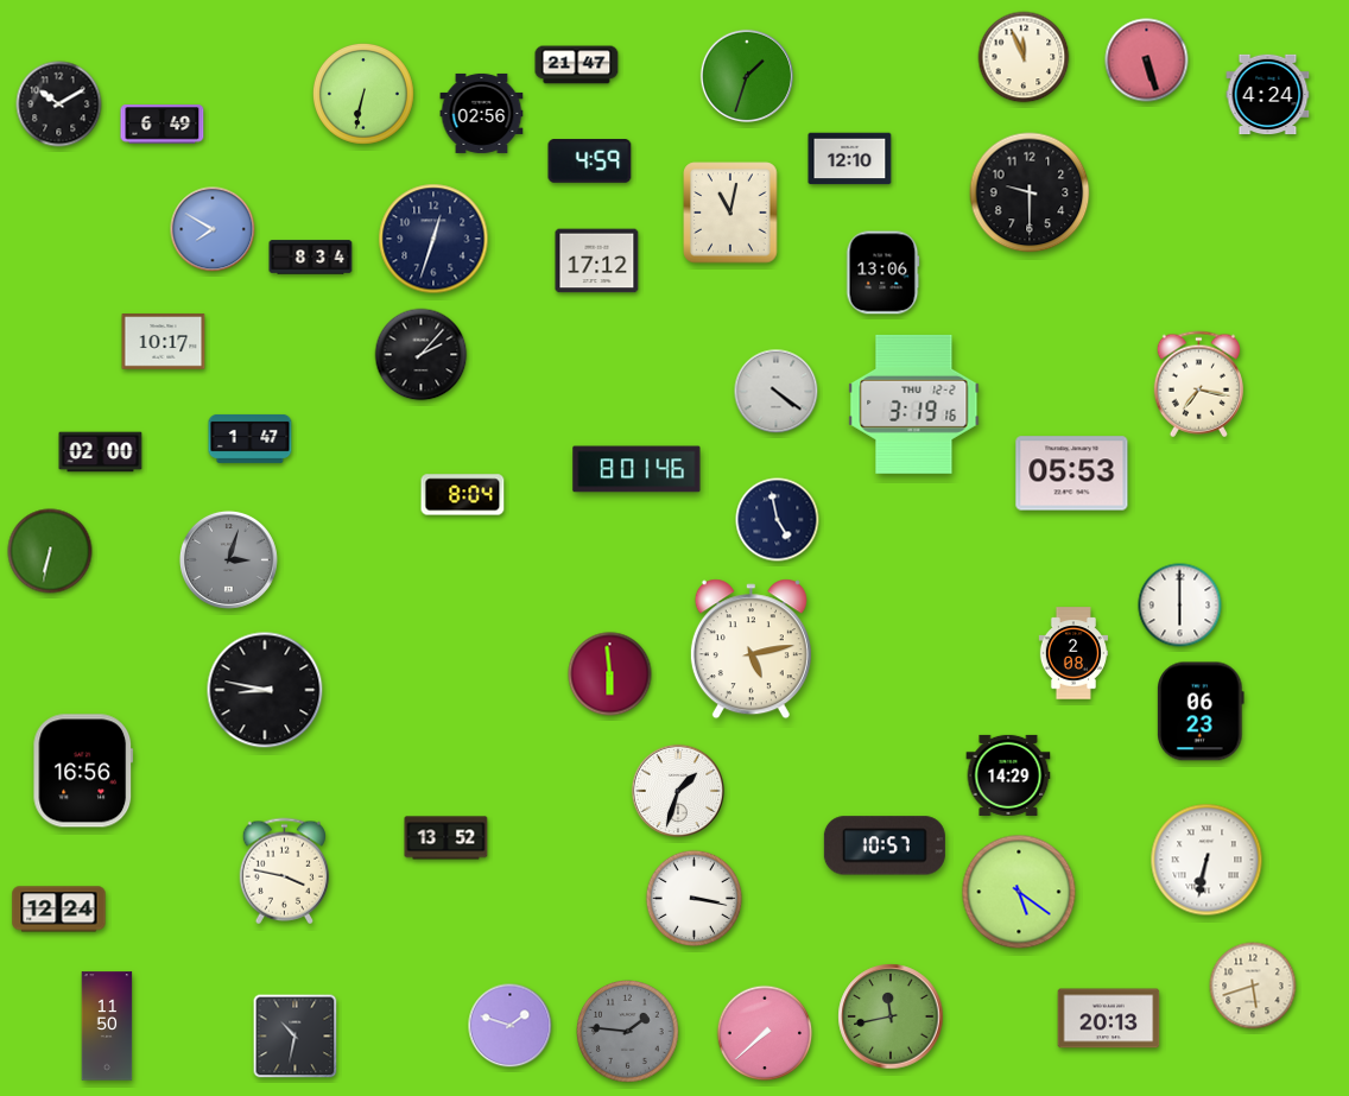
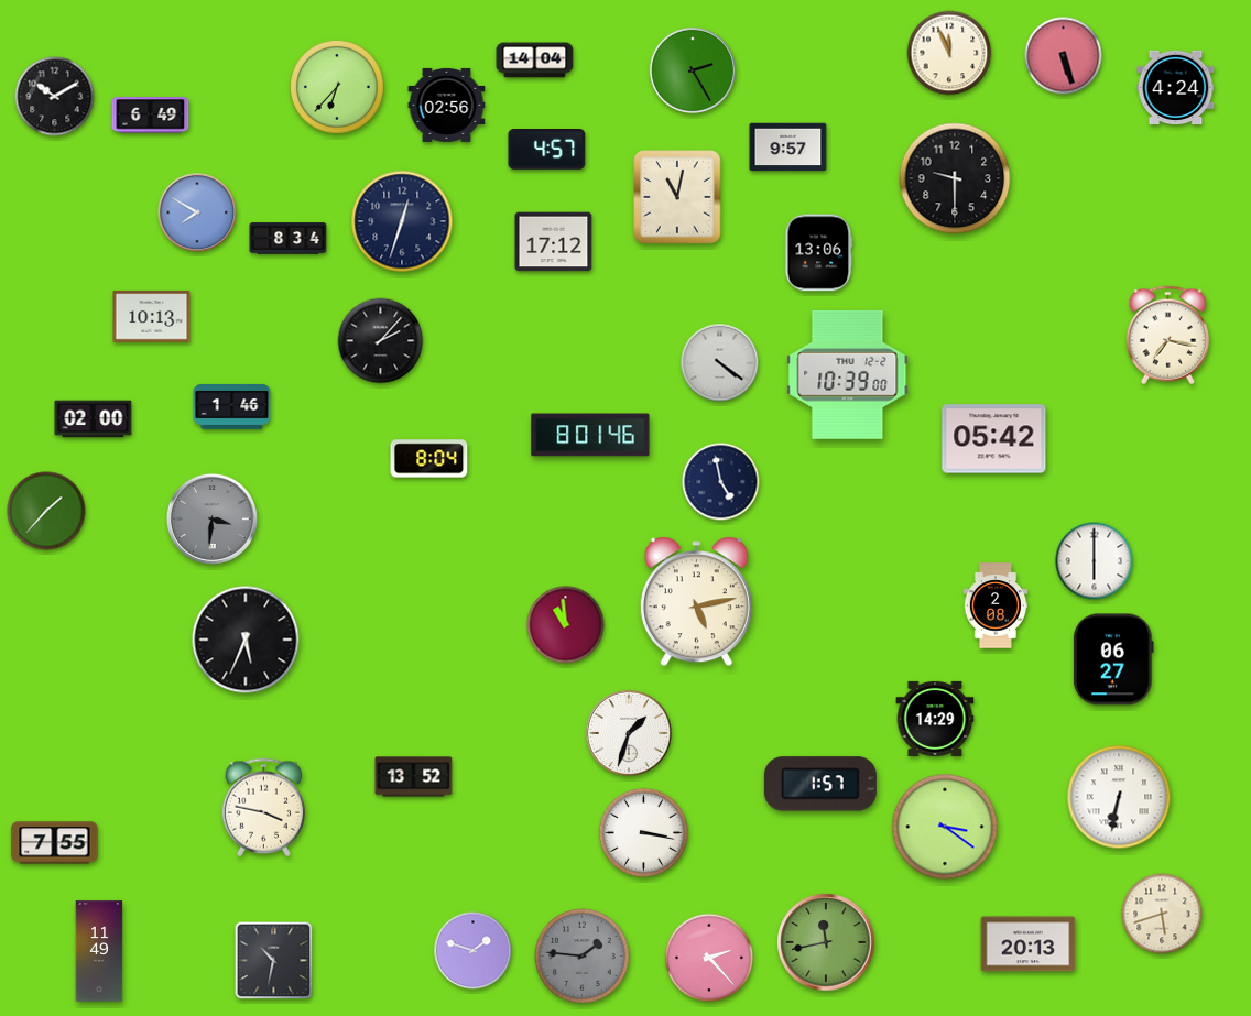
clock at (577, 65): 21:47 -> 14:04
clock at (746, 75): 1:33 -> 2:25
clock at (363, 94): 6:32 -> 6:37
clock at (850, 159): 12:10 -> 9:57
clock at (590, 161): 4:59 -> 4:57
clock at (164, 342): 10:17 -> 10:13
clock at (422, 355) position: (422, 355) -> (381, 341)
clock at (1198, 385) position: (1198, 385) -> (1167, 336)
clock at (914, 404): 3:19 -> 10:39
clock at (251, 438): 1:47 -> 1:46
clock at (1072, 474): 05:53 -> 05:42
clock at (50, 551): 6:32 -> 1:37
clock at (228, 559): 3:03 -> 3:31
clock at (610, 674): 5:59 -> 10:59
clock at (265, 690): 8:47 -> 5:34
clock at (1201, 711): 06:23 -> 06:27
clock at (83, 771): 16:56 -> none
clock at (885, 845): 10:57 -> 1:57
clock at (1019, 892): 5:21 -> 3:21
clock at (59, 910): 12:24 -> 7:55
clock at (107, 1026): 11:50 -> 11:49
clock at (765, 1033): 7:38 -> 2:23
